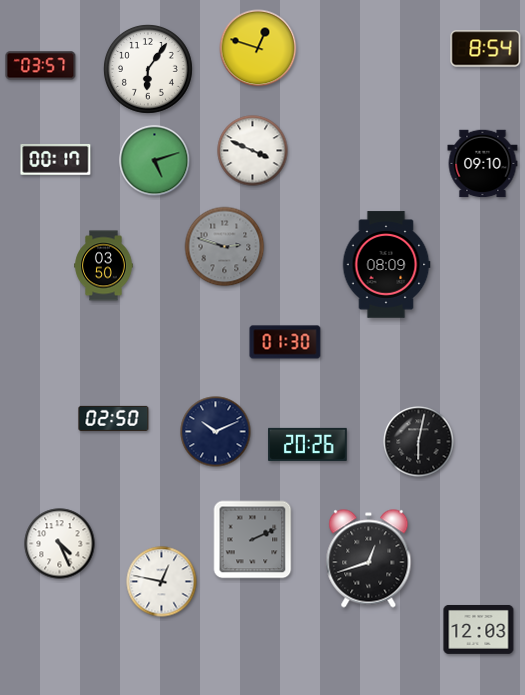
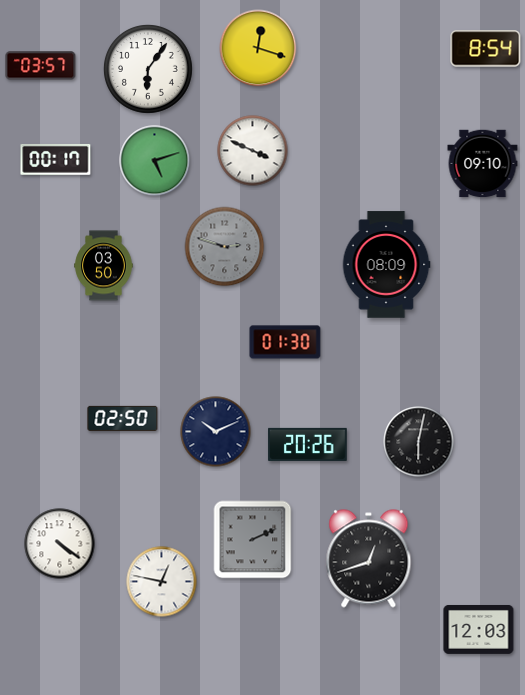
clock at (258, 48): 12:48 -> 12:18
clock at (114, 418) position: (114, 418) -> (123, 418)
clock at (60, 544): 4:26 -> 4:21
